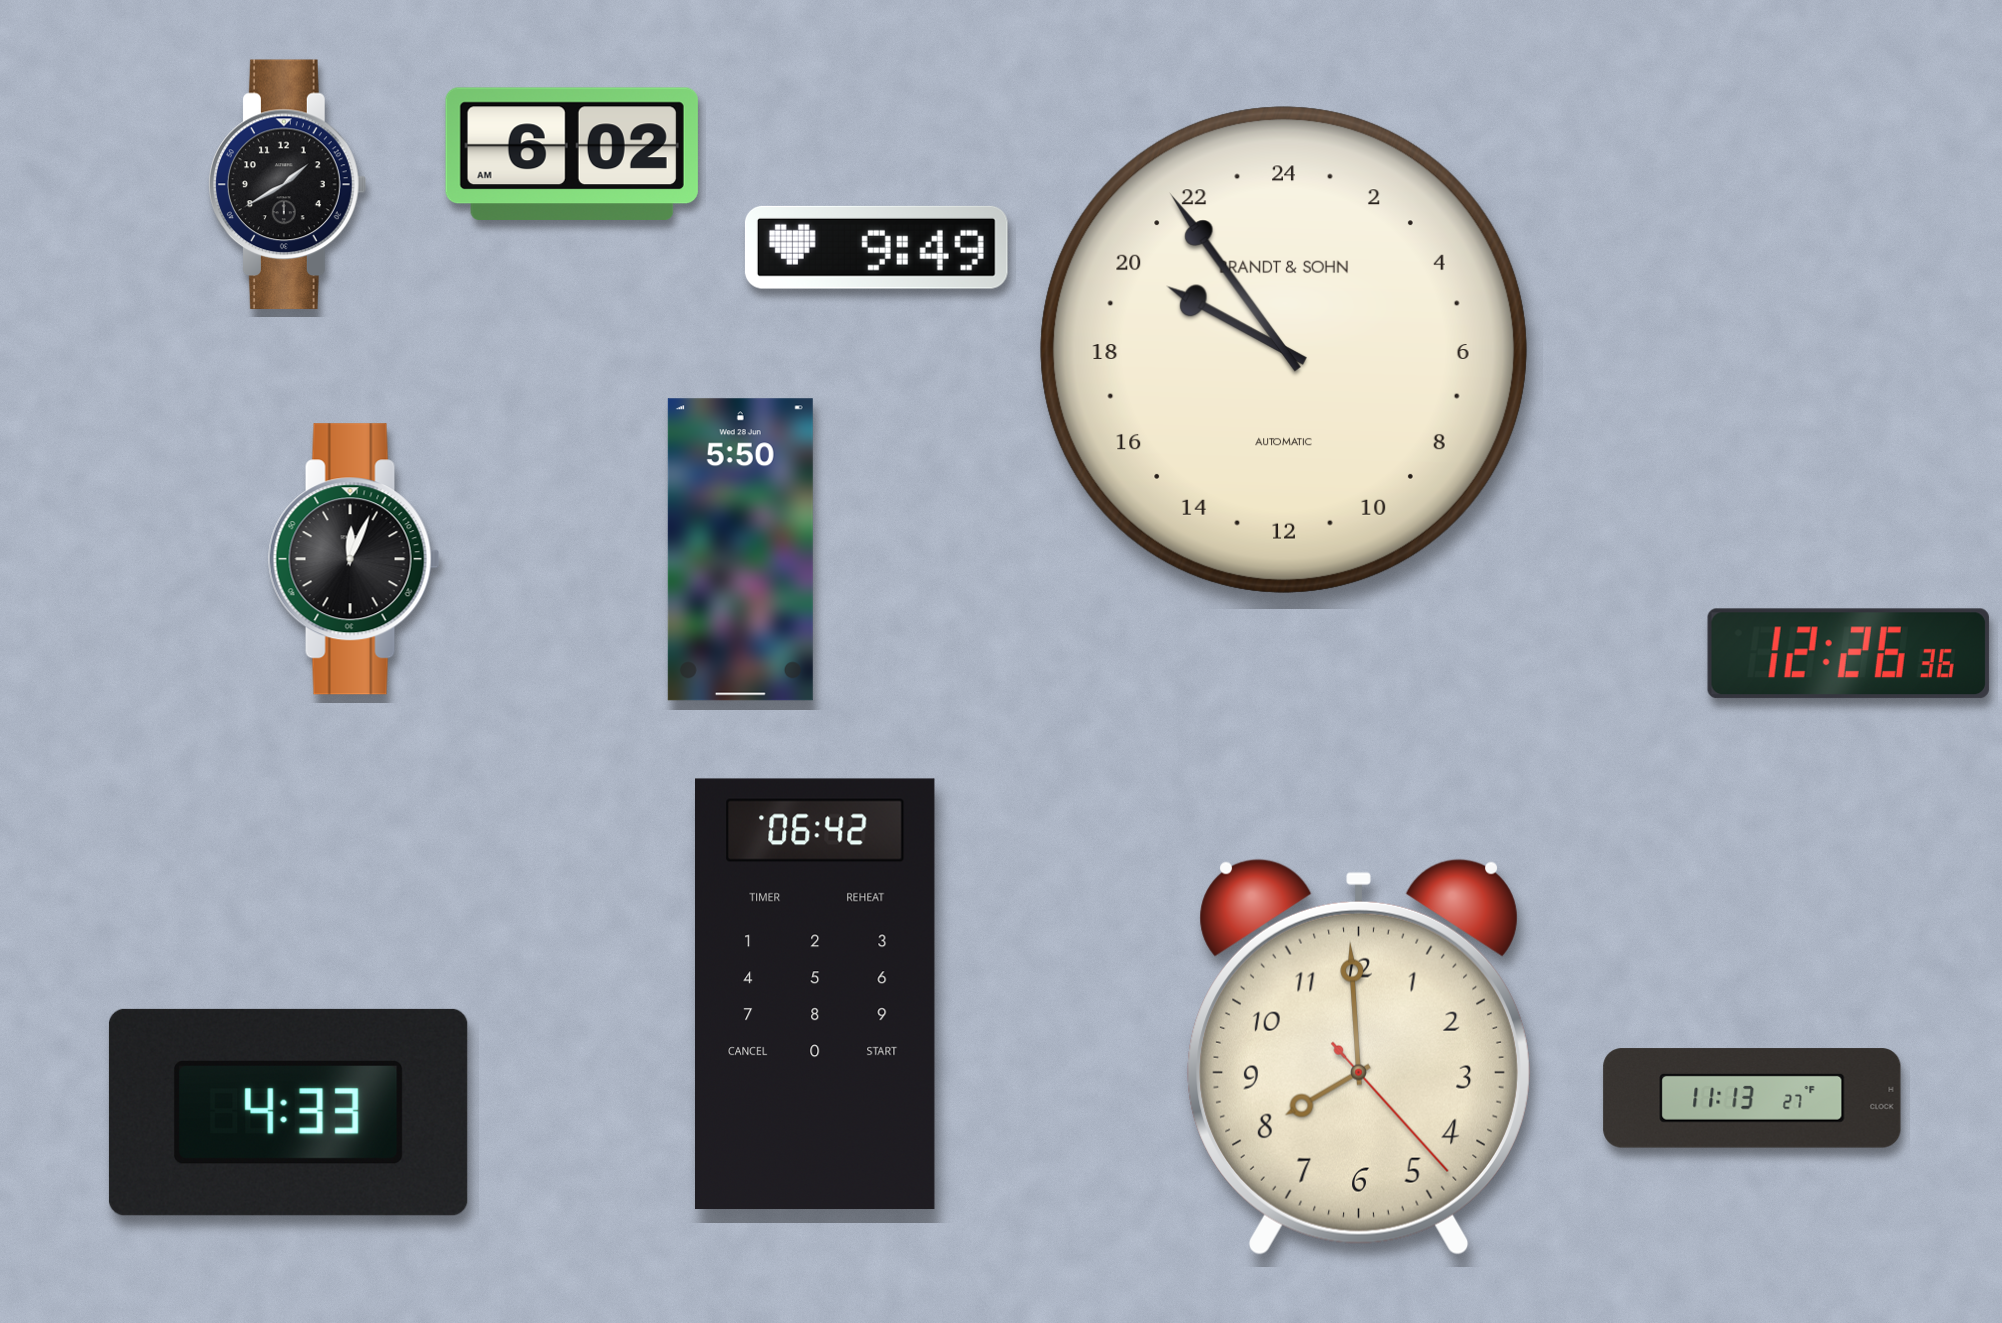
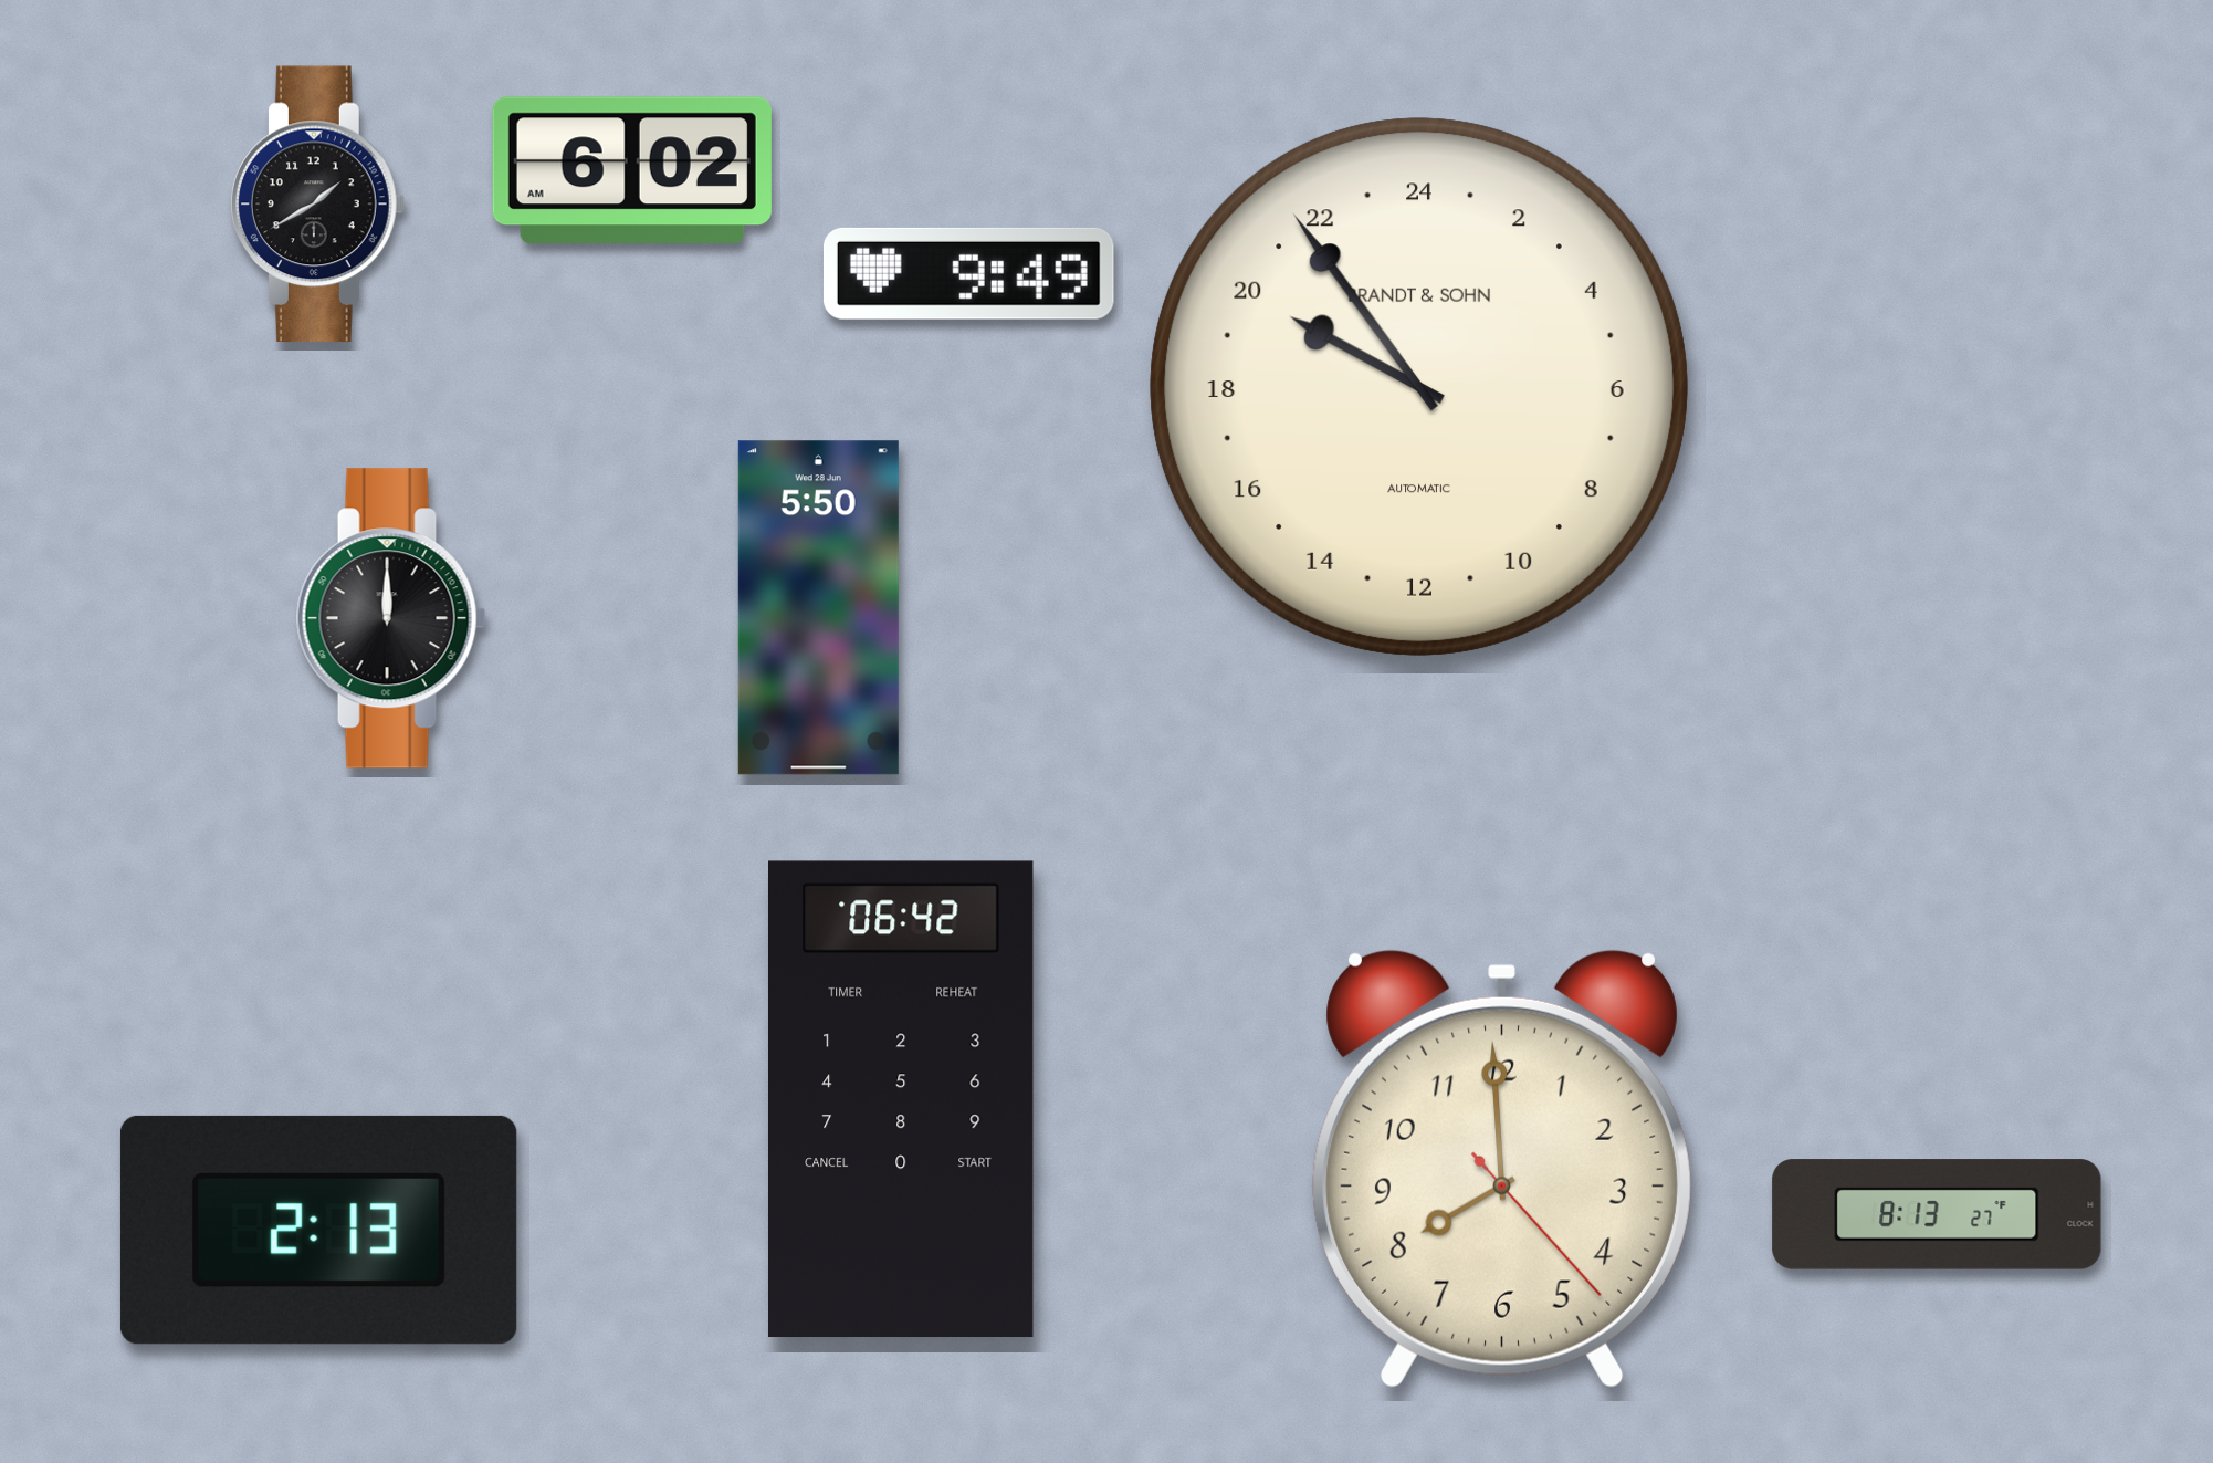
clock at (354, 559): 12:04 -> 12:00
clock at (1848, 654): 12:26 -> none
clock at (1752, 1098): 11:13 -> 8:13
clock at (288, 1112): 4:33 -> 2:13
